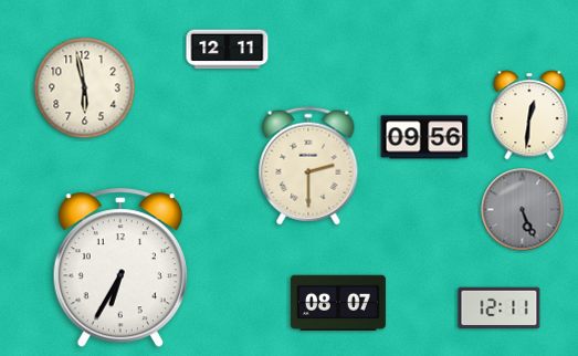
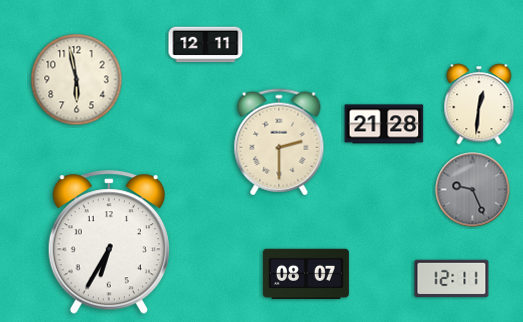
clock at (424, 137): 09:56 -> 21:28
clock at (308, 166) position: (308, 166) -> (279, 142)
clock at (523, 210): 5:26 -> 9:26
